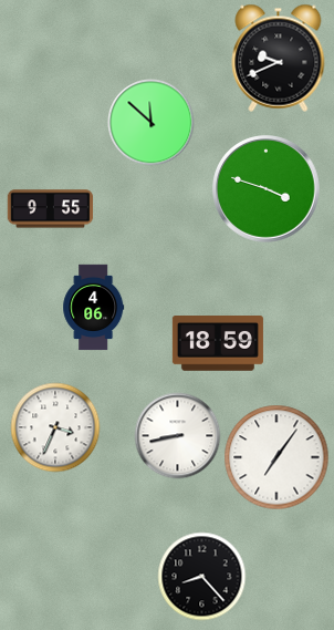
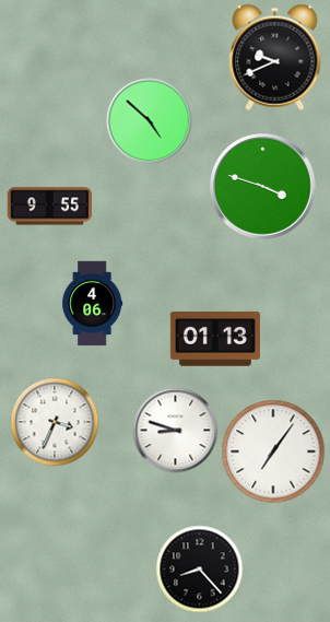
clock at (150, 122): 11:52 -> 4:52
clock at (218, 344): 18:59 -> 01:13
clock at (177, 435): 8:43 -> 8:48
